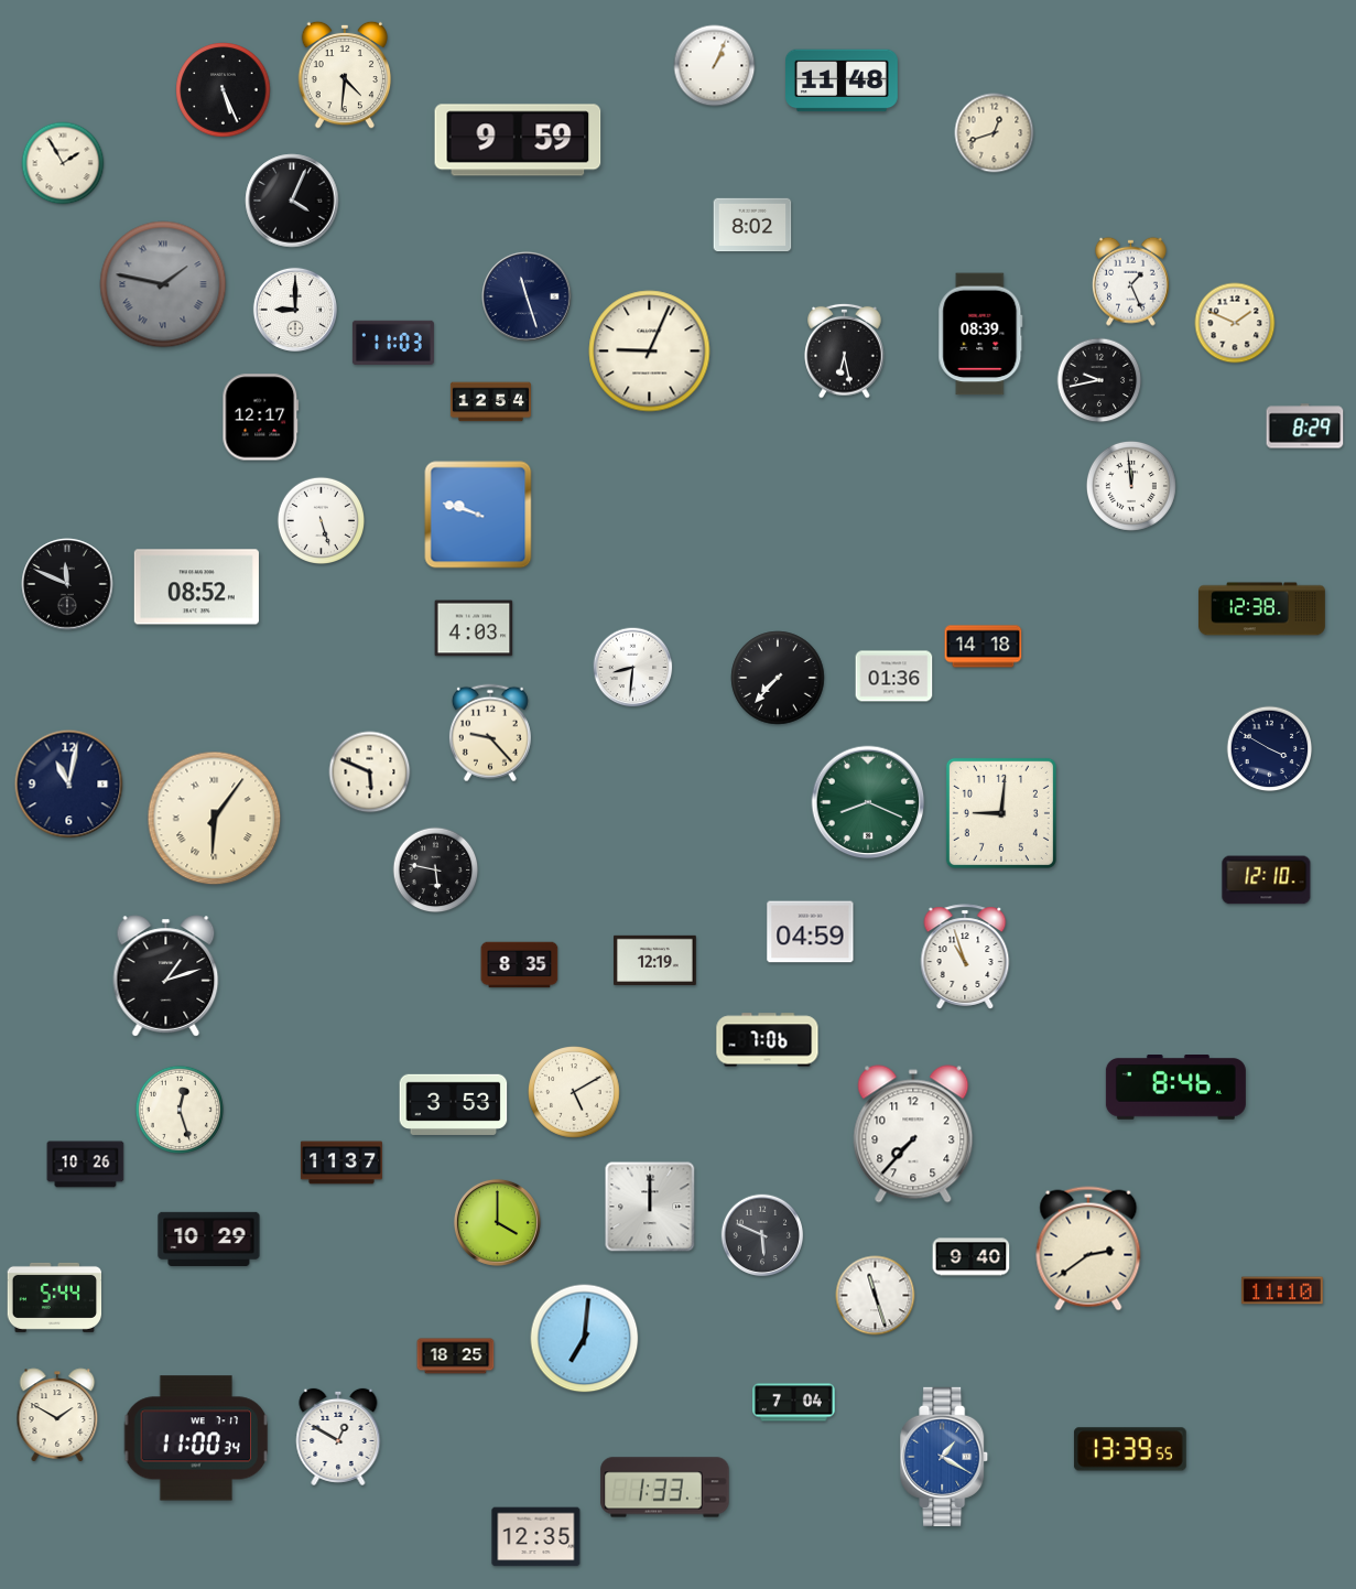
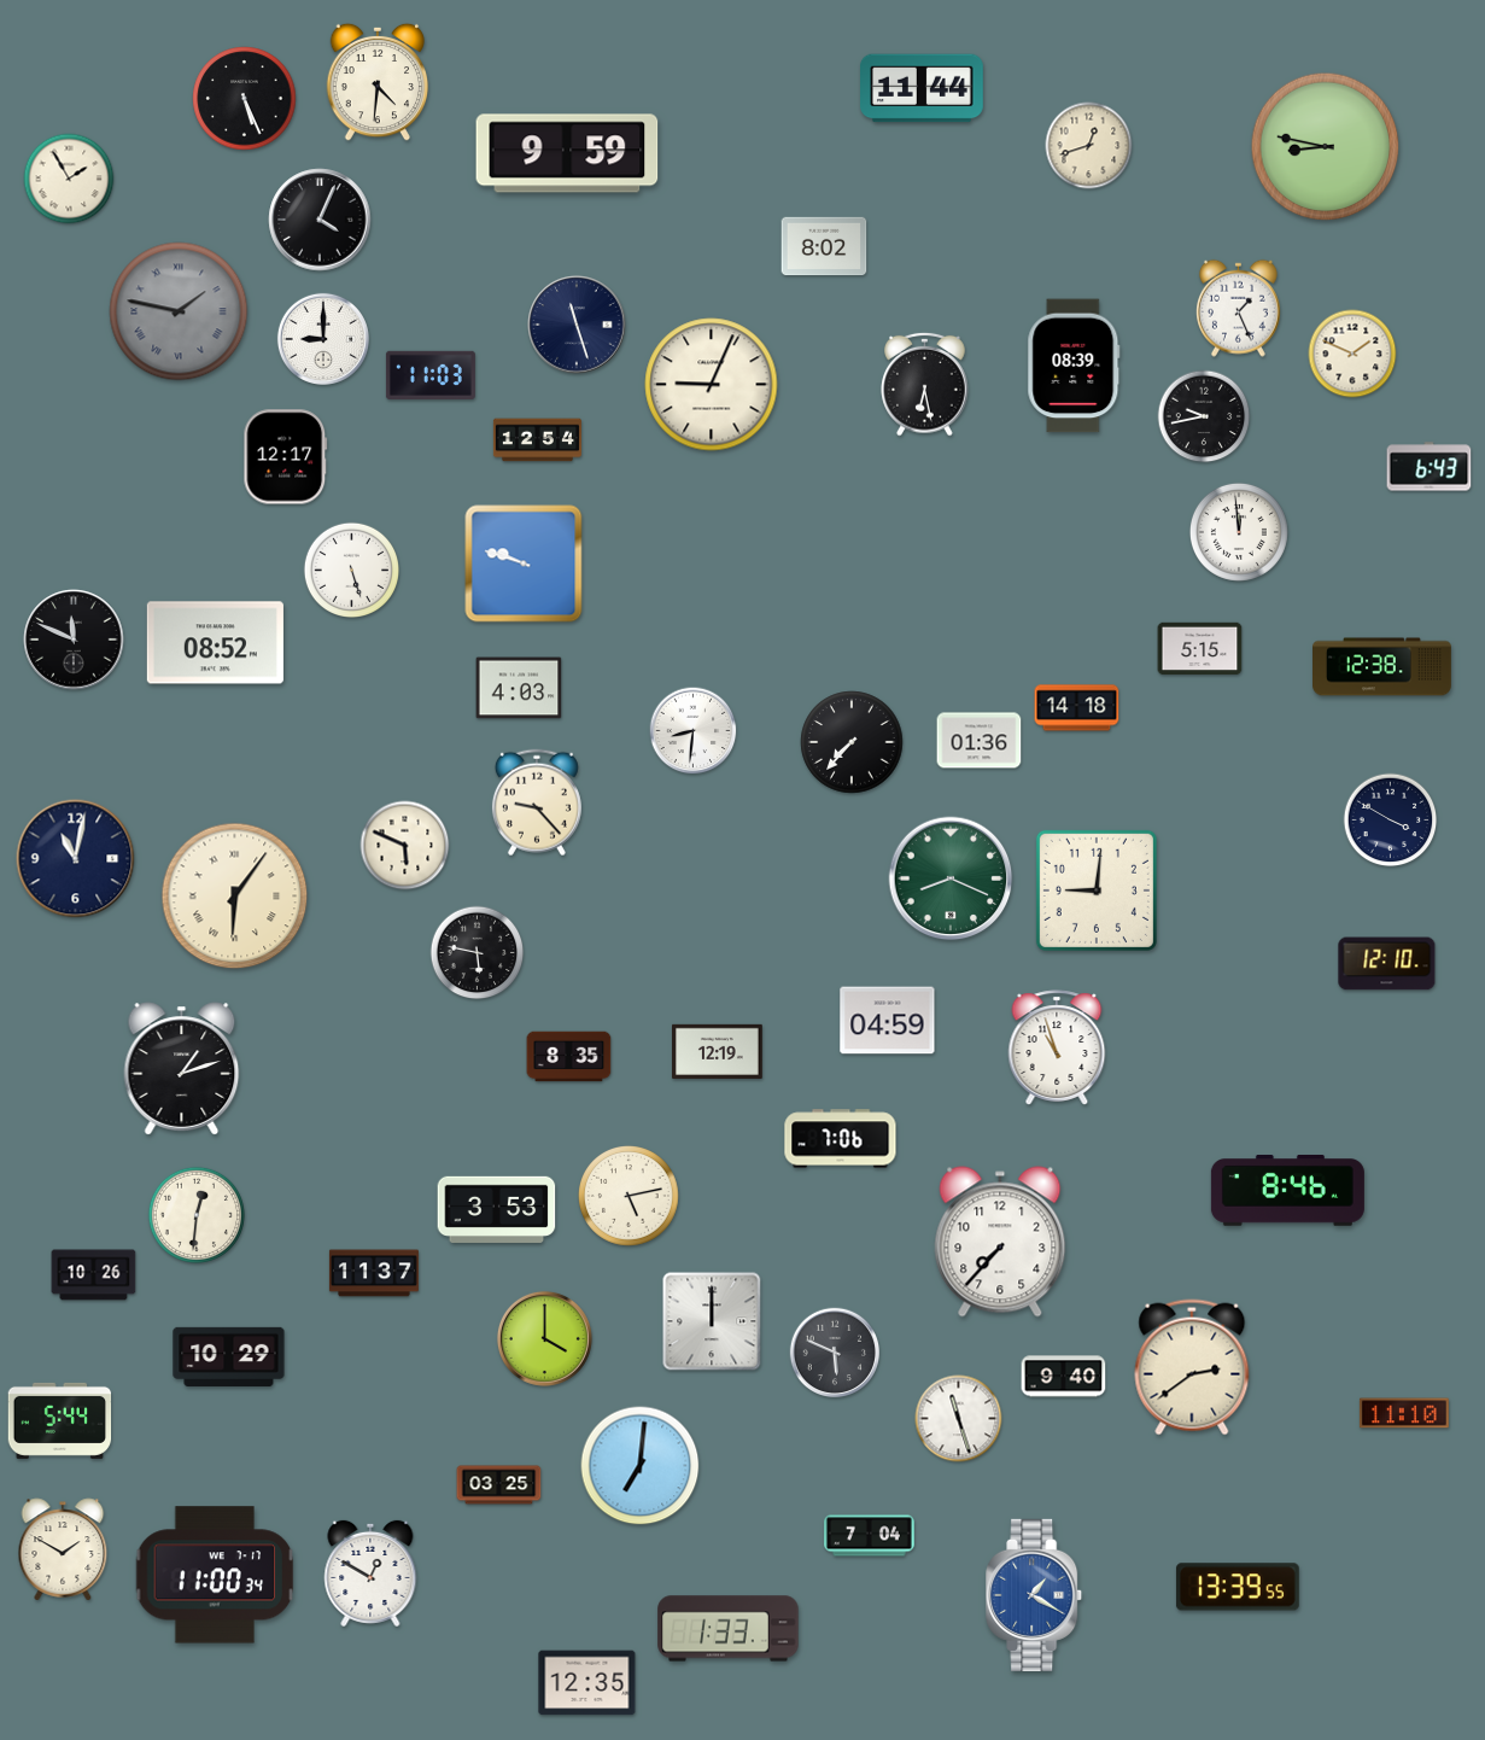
clock at (715, 66): 1:04 -> none
clock at (843, 80): 11:48 -> 11:44
clock at (1326, 147): none -> 8:47
clock at (1305, 426): 8:29 -> 6:43
clock at (1200, 649): none -> 5:15
clock at (575, 1093): 5:10 -> 5:13
clock at (180, 1110): 12:27 -> 12:31
clock at (456, 1356): 18:25 -> 03:25
